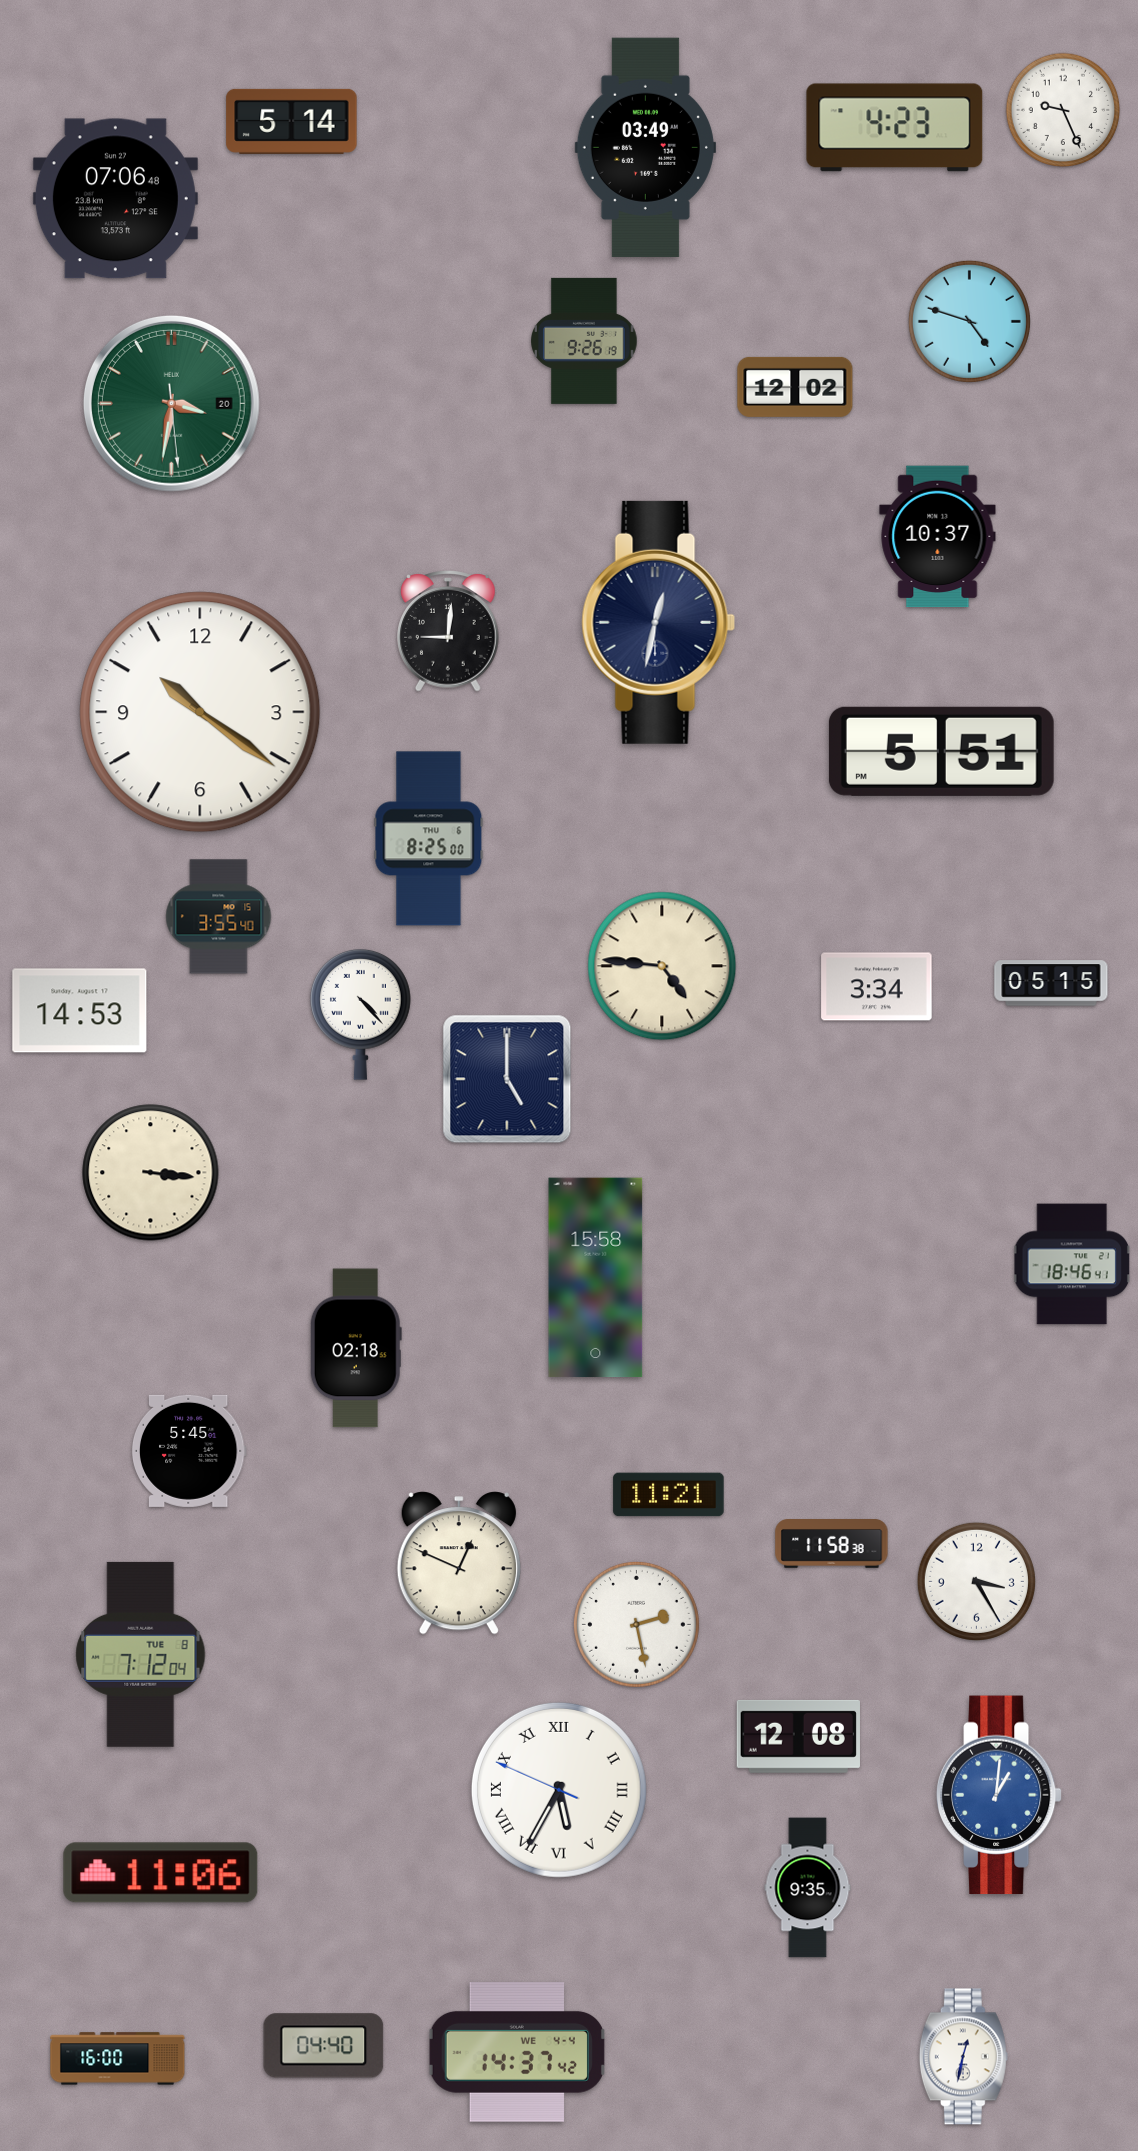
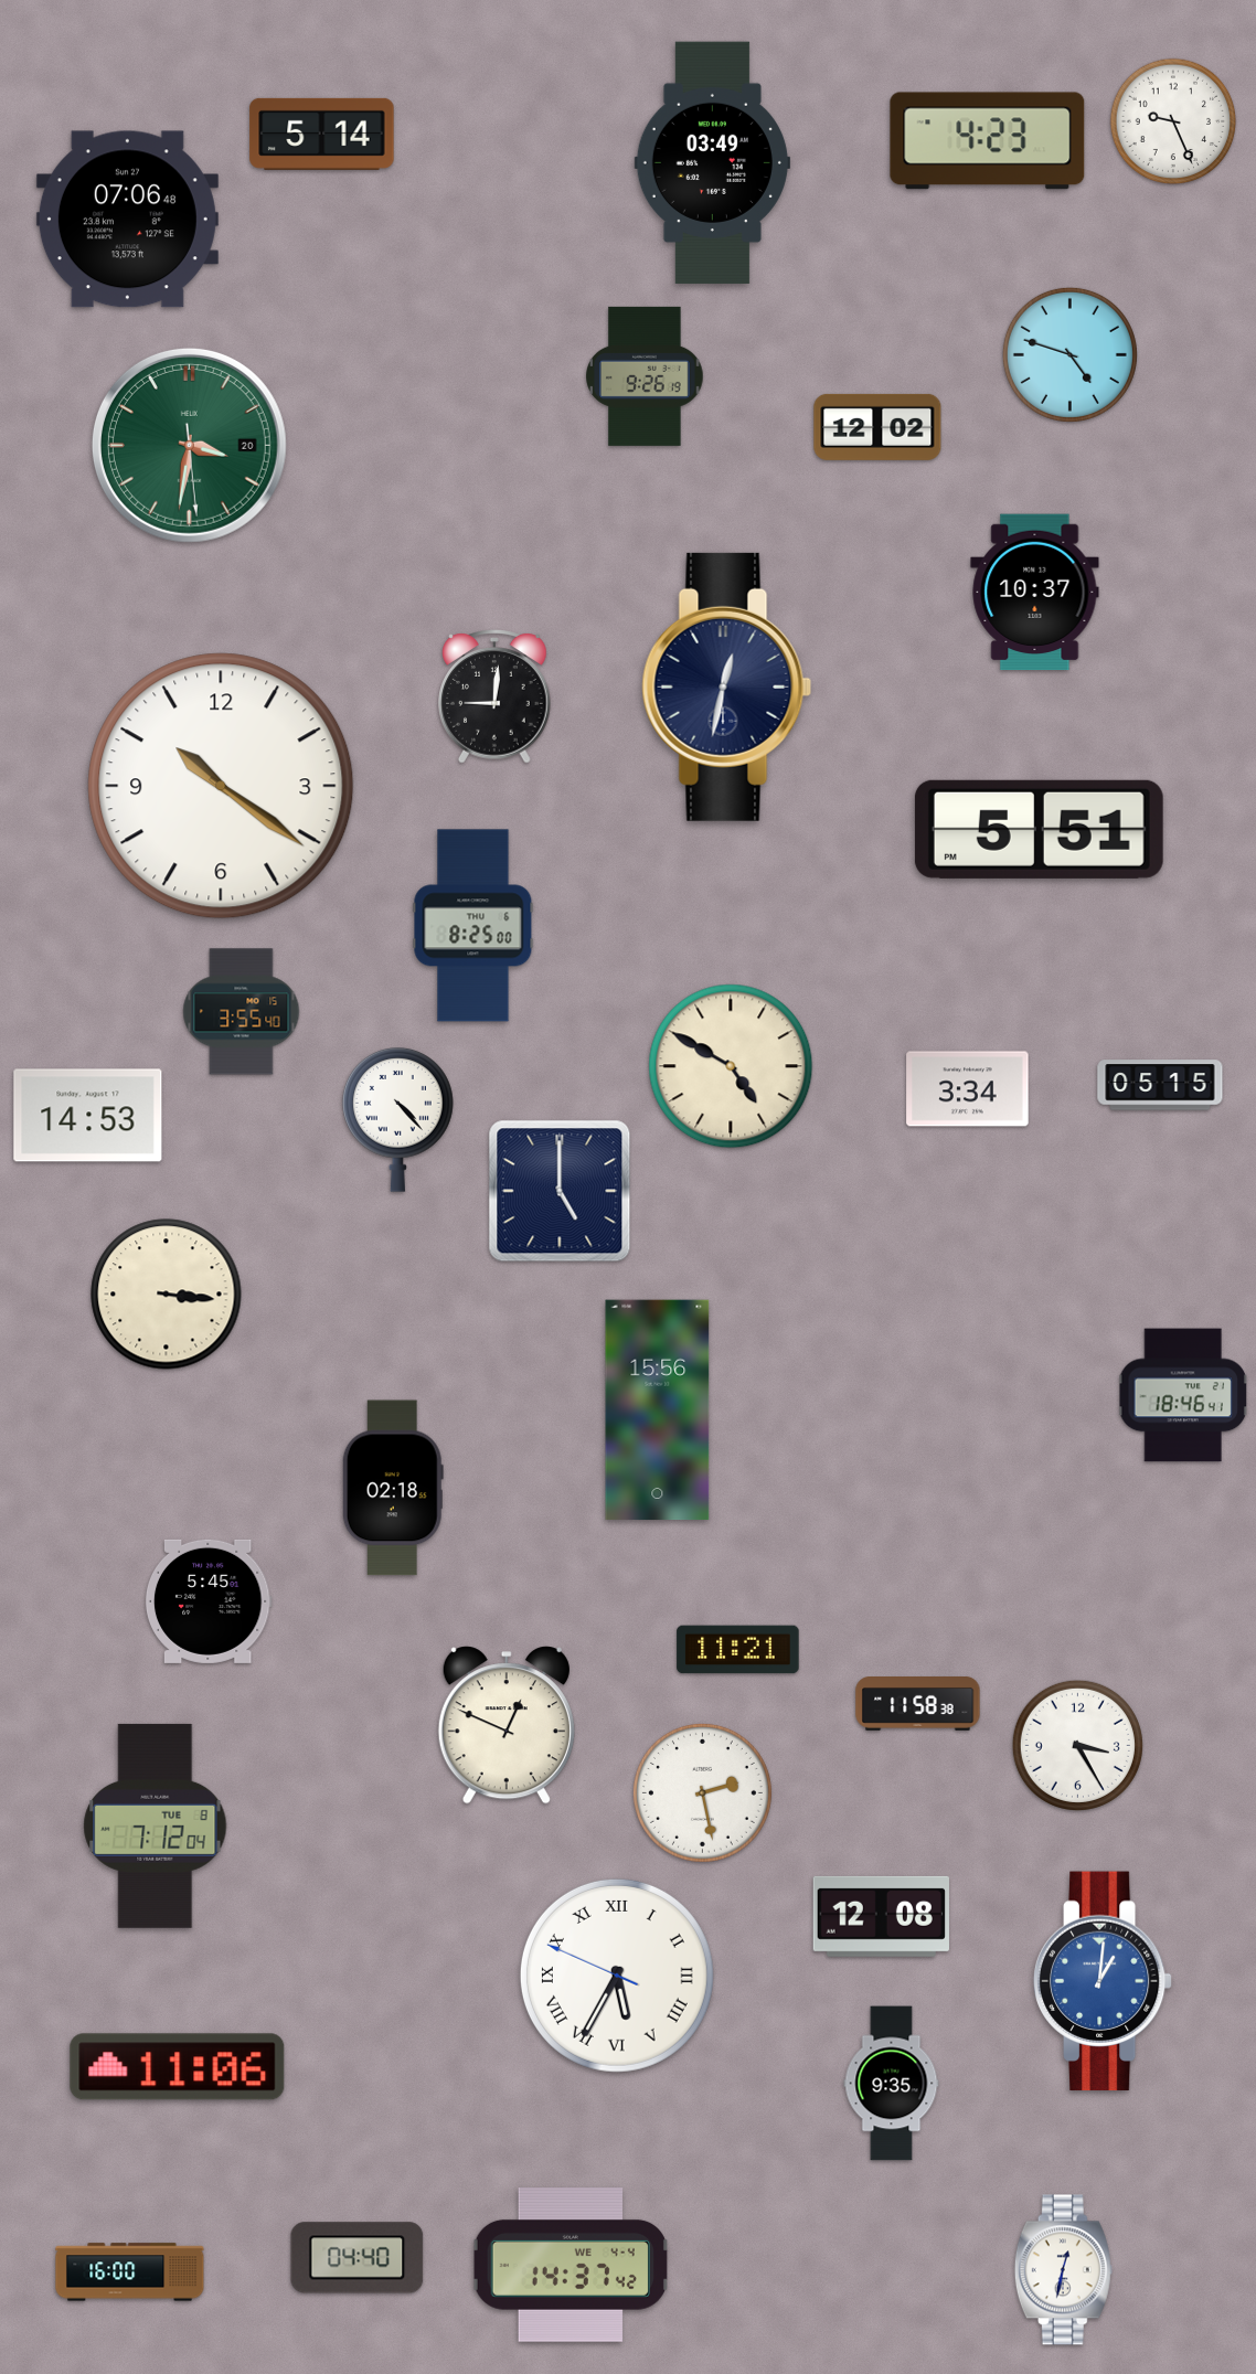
clock at (662, 966): 4:46 -> 4:50
clock at (596, 1278): 15:58 -> 15:56
